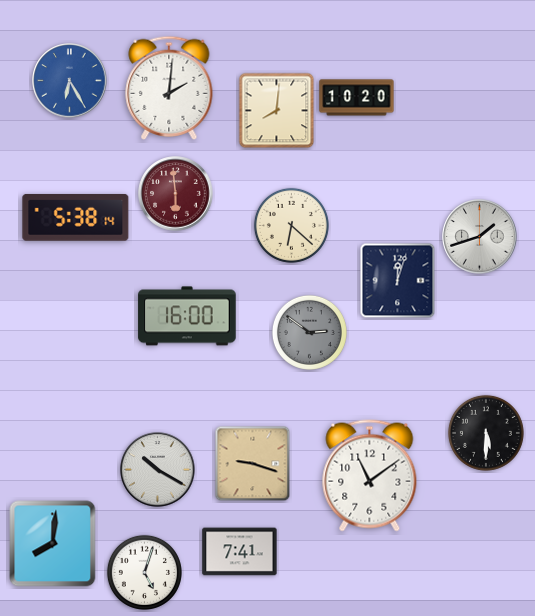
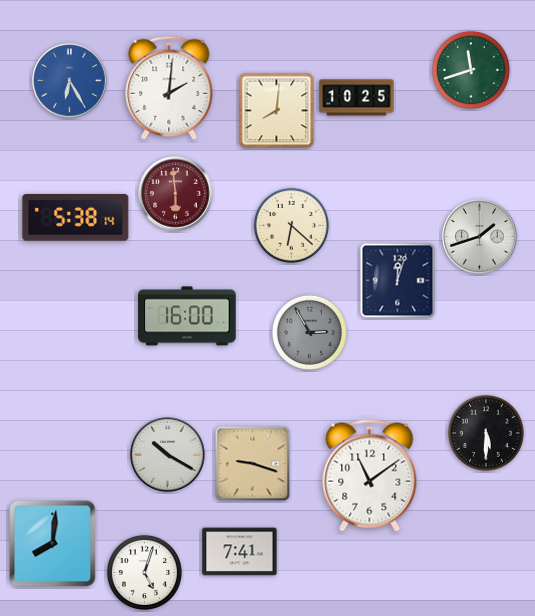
clock at (471, 70): none -> 11:42
clock at (357, 98): 10:20 -> 10:25
clock at (309, 332): 2:51 -> 2:55
clock at (158, 470) position: (158, 470) -> (168, 455)
